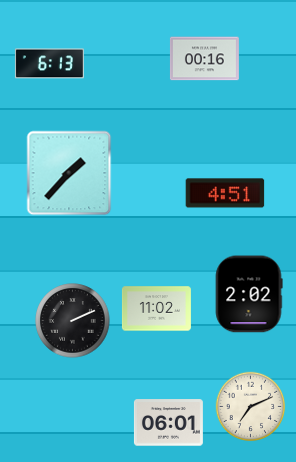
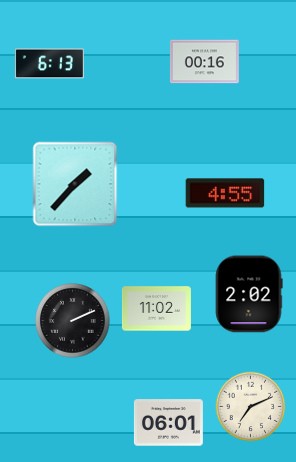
clock at (204, 59) position: (204, 59) -> (204, 62)
clock at (69, 173) position: (69, 173) -> (75, 184)
clock at (225, 193): 4:51 -> 4:55
